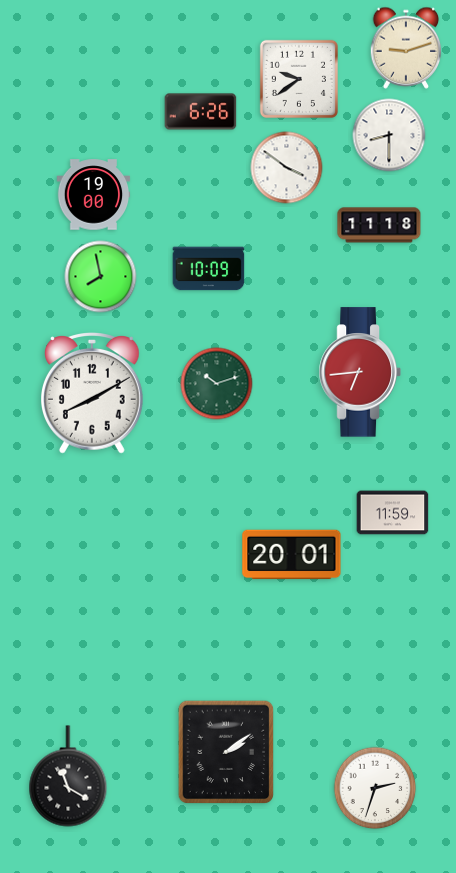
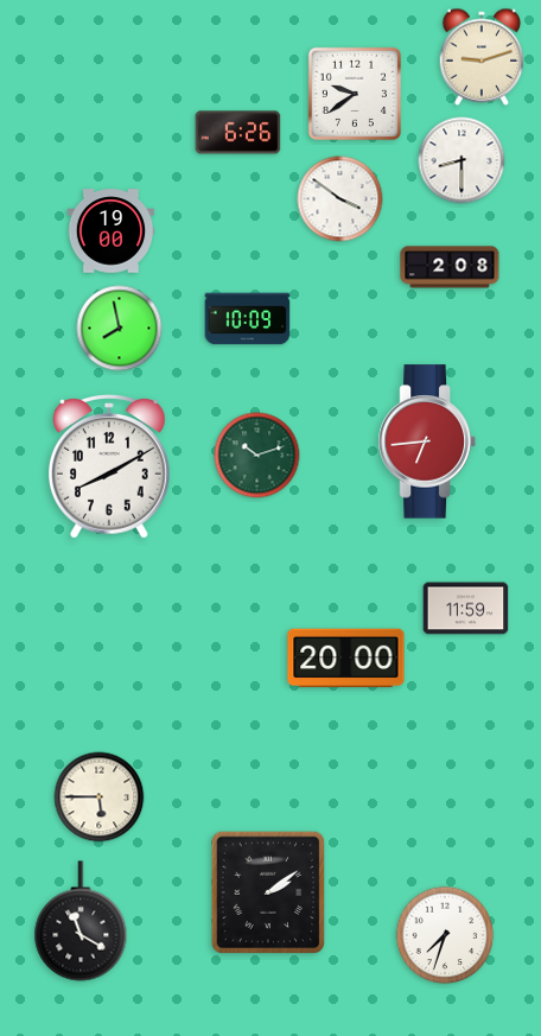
clock at (379, 225): 11:18 -> 2:08
clock at (292, 555): 20:01 -> 20:00
clock at (100, 797): none -> 5:45
clock at (375, 788): 2:33 -> 7:33
